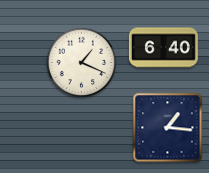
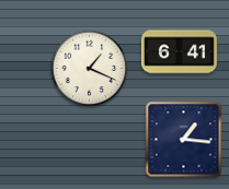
clock at (163, 48): 6:40 -> 6:41
